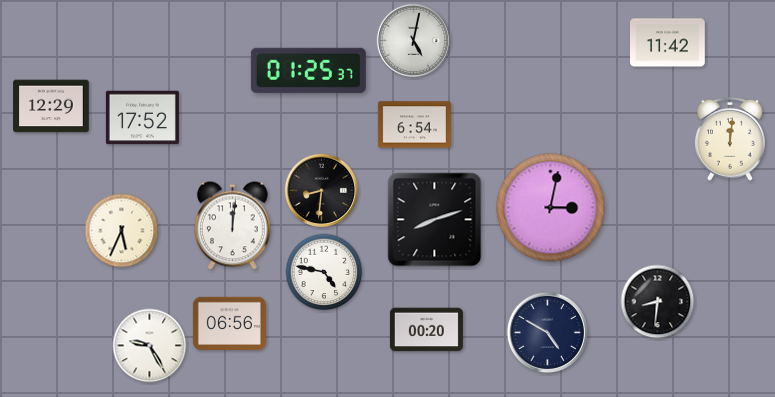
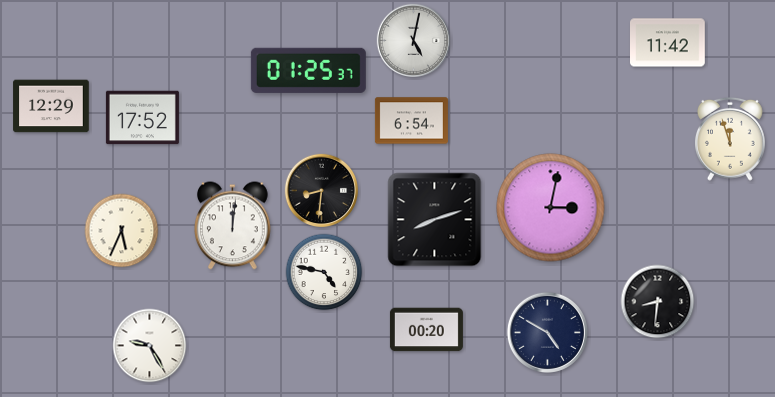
clock at (414, 125) position: (414, 125) -> (411, 121)
clock at (730, 139): 12:01 -> 11:57
clock at (229, 323): 06:56 -> none
